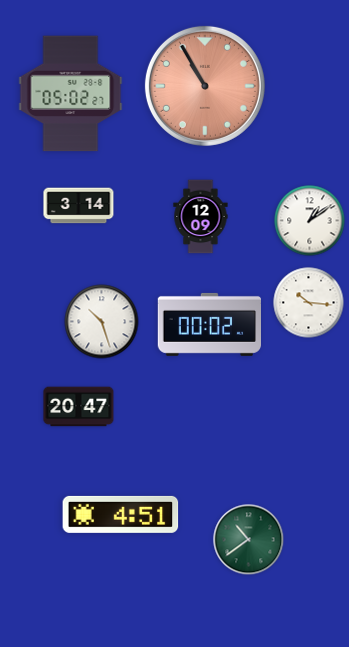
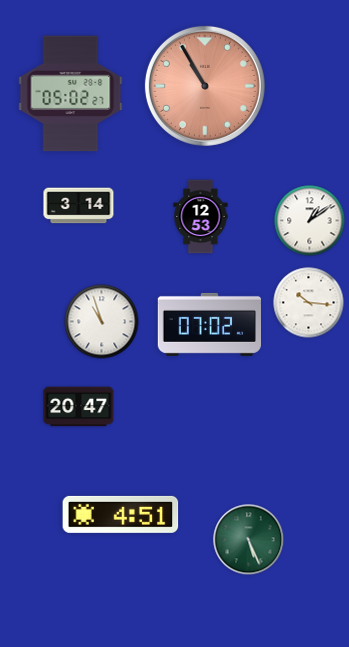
clock at (201, 217): 12:09 -> 12:53
clock at (102, 322): 10:27 -> 10:57
clock at (209, 324): 00:02 -> 07:02
clock at (249, 540): 10:39 -> 5:26
